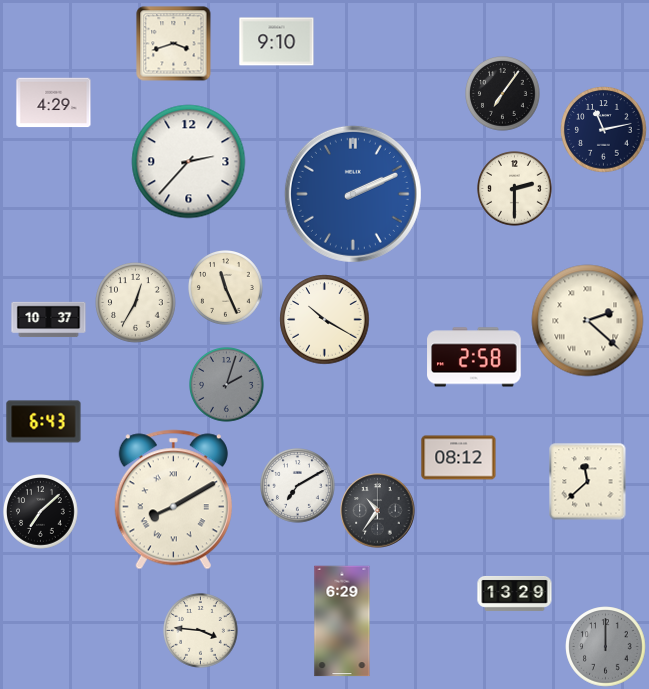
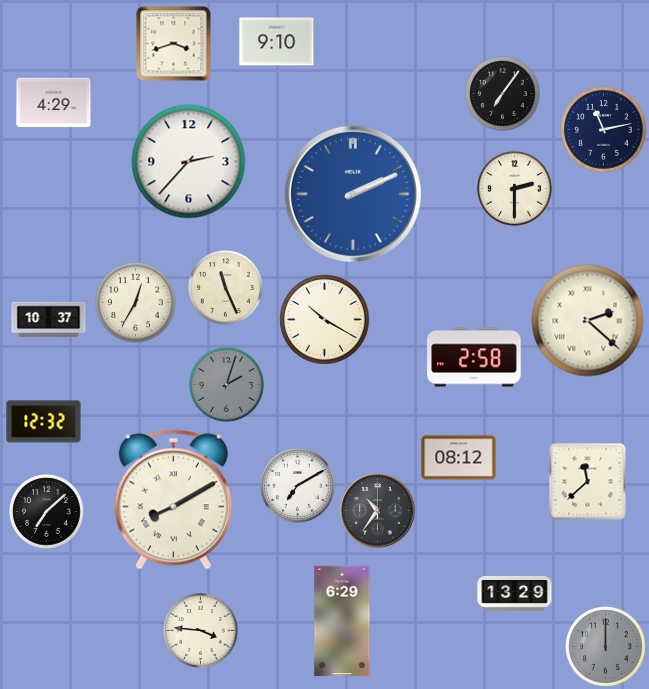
clock at (44, 422): 6:43 -> 12:32
clock at (41, 512) position: (41, 512) -> (47, 512)
